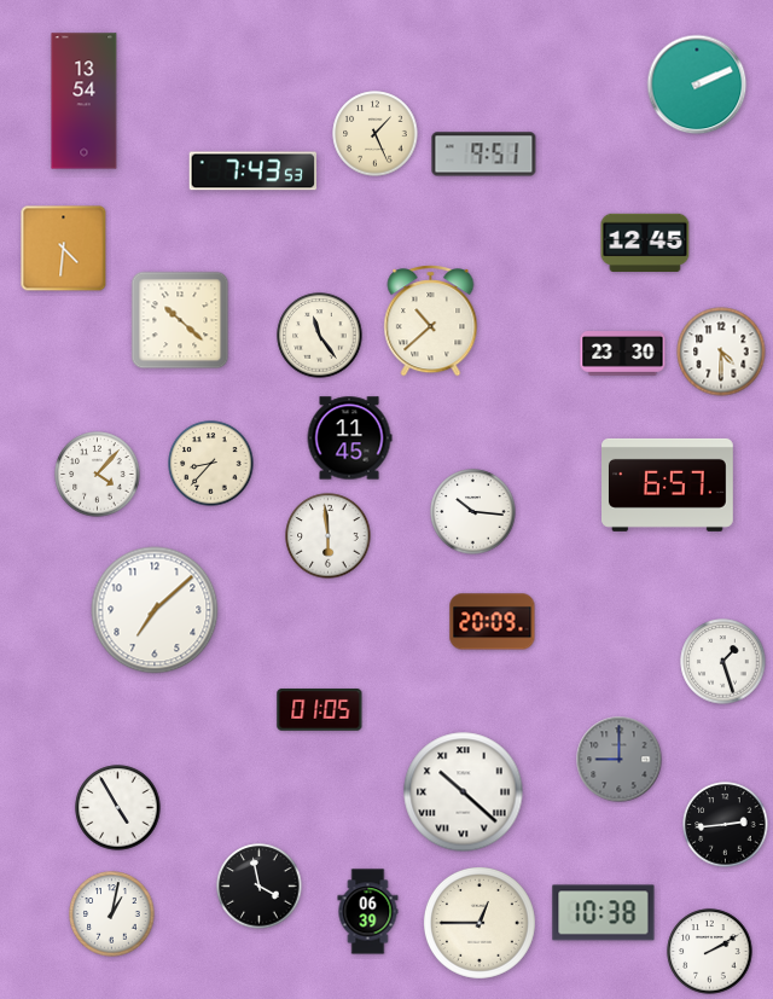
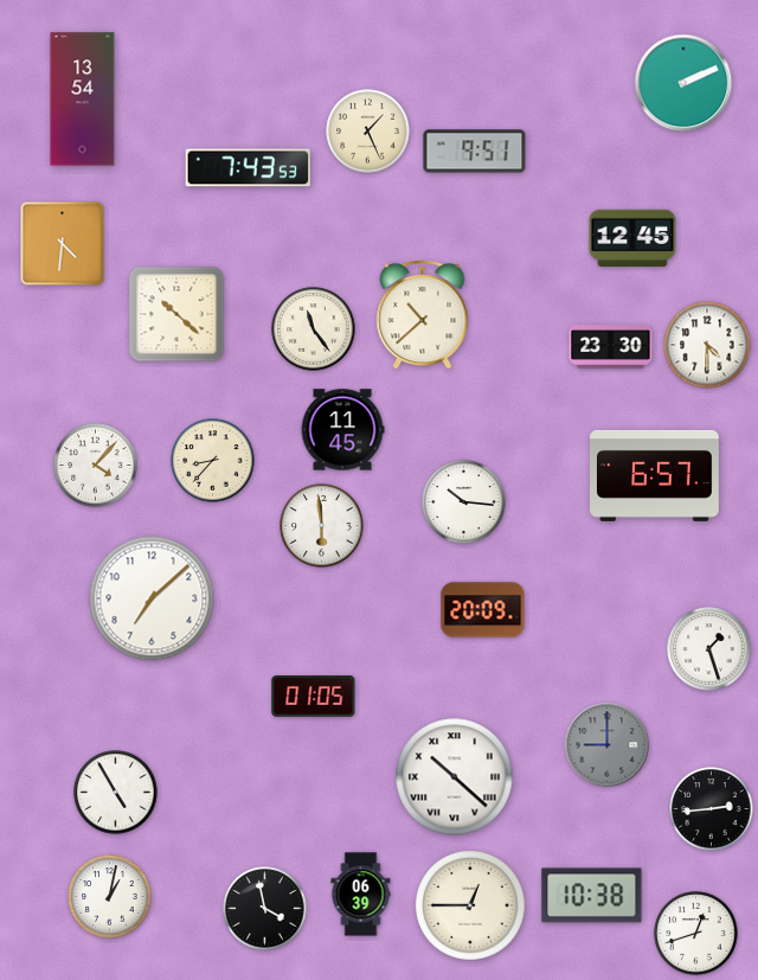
clock at (211, 464) position: (211, 464) -> (213, 461)
clock at (260, 887) position: (260, 887) -> (265, 909)
clock at (710, 952): 2:10 -> 12:42
